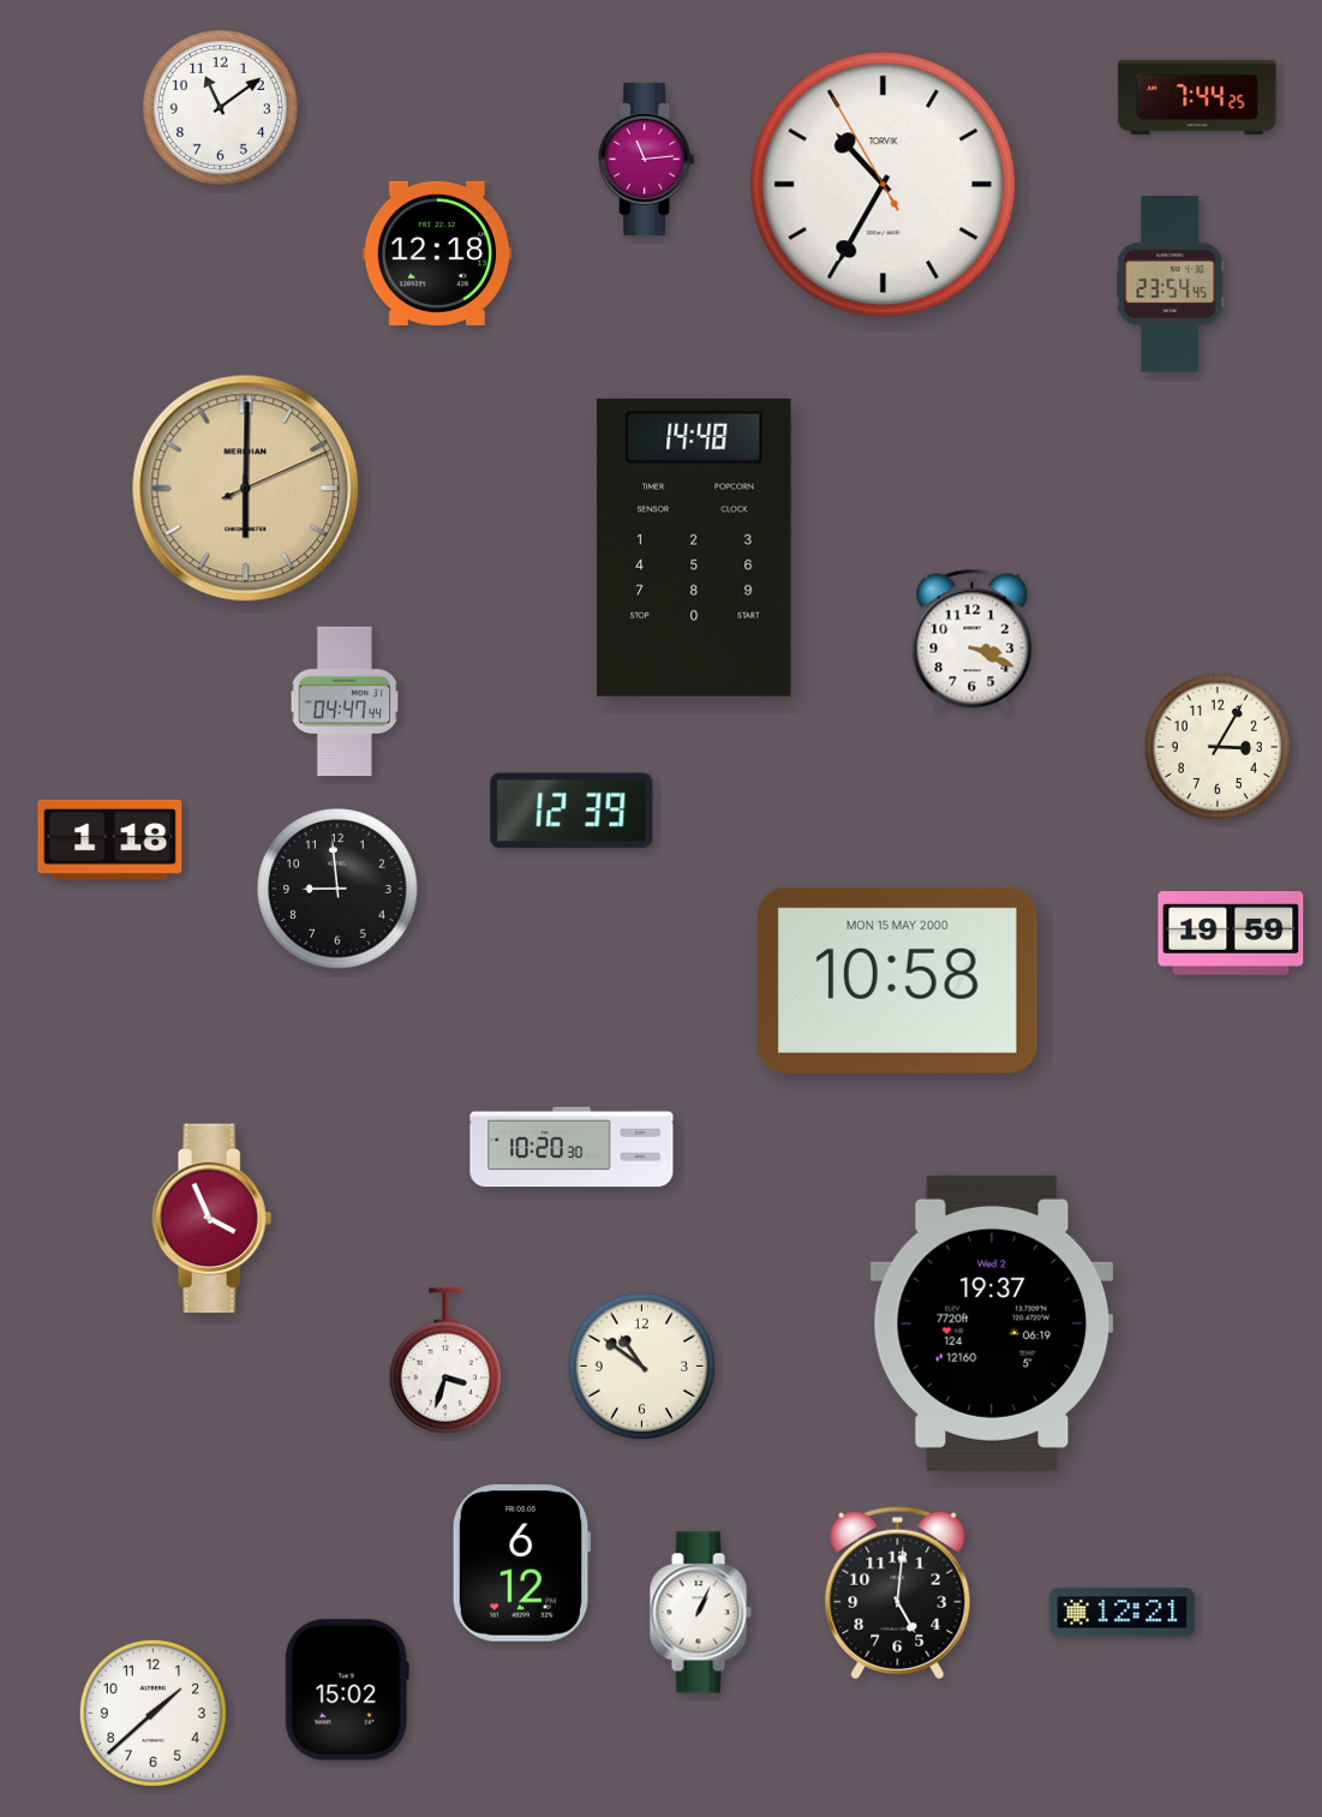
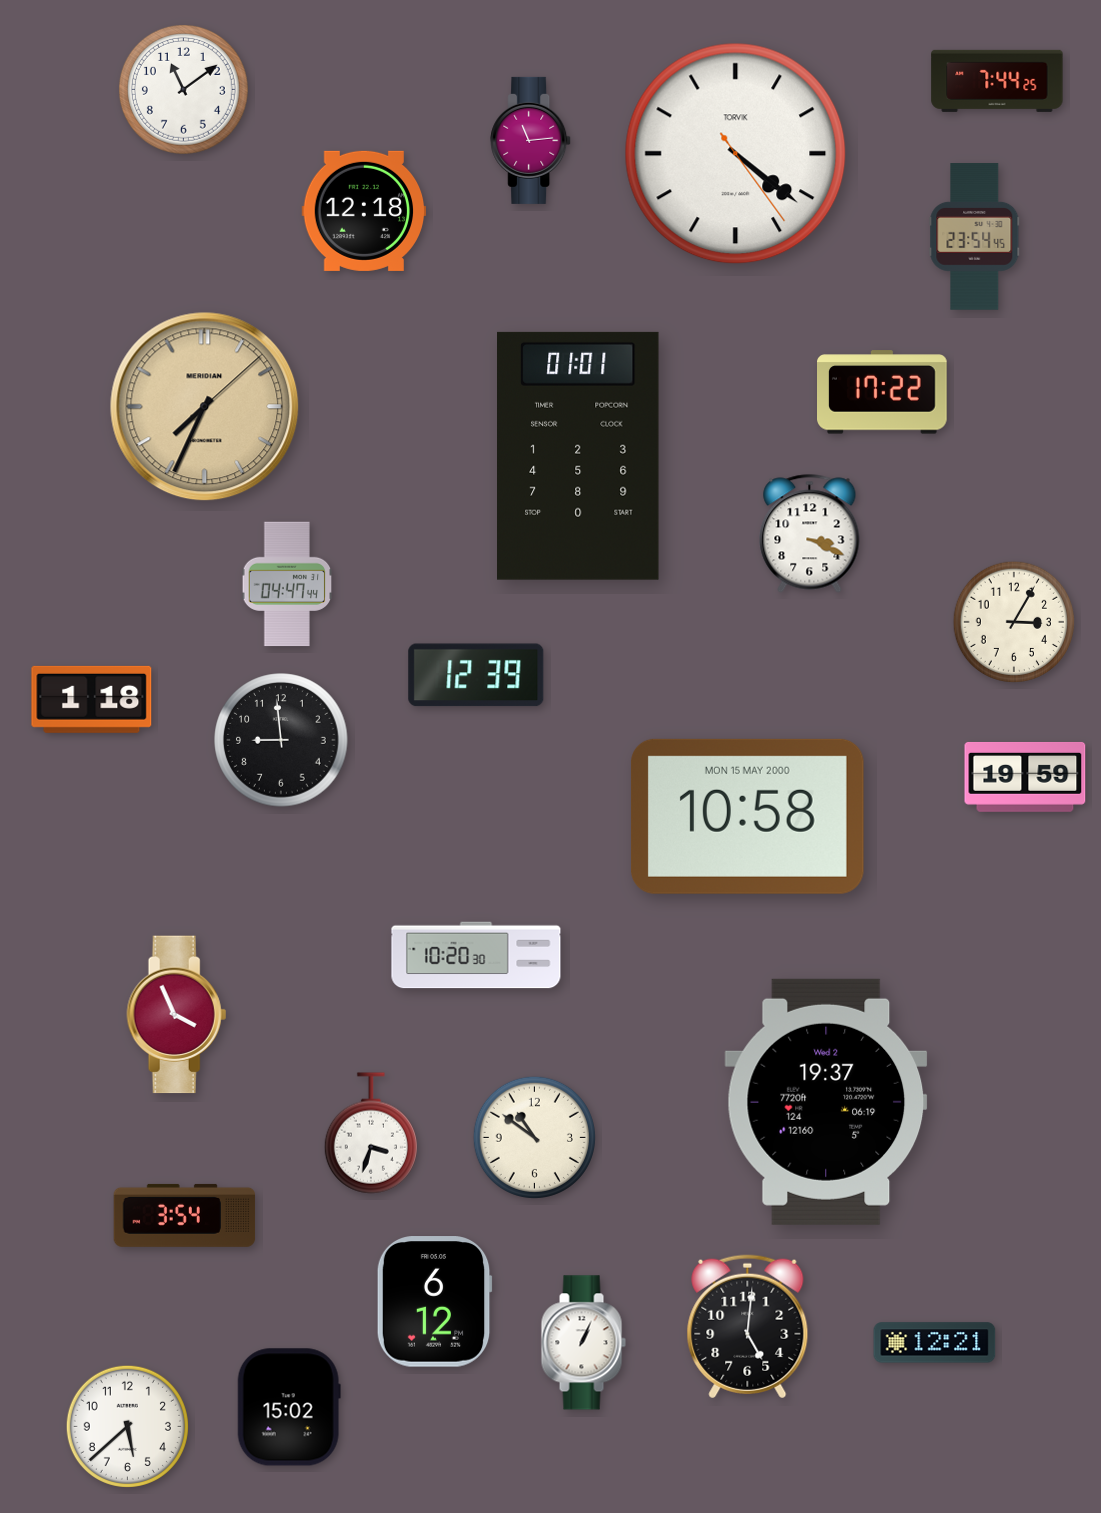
clock at (647, 159) position: (647, 159) -> (531, 140)
clock at (884, 185): 10:34 -> 4:21
clock at (883, 392): none -> 17:22
clock at (246, 489): 6:00 -> 7:34
clock at (695, 548): 14:48 -> 01:01
clock at (185, 1215): none -> 3:54
clock at (152, 1713): 1:38 -> 5:38
